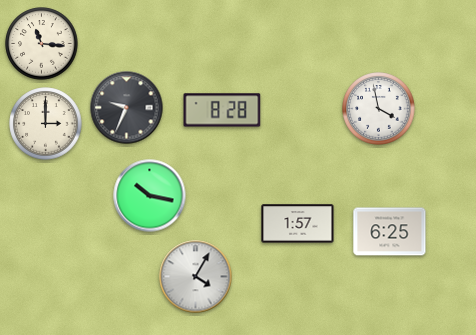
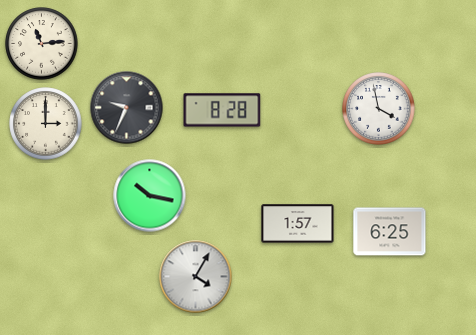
clock at (42, 44): 11:16 -> 11:14
